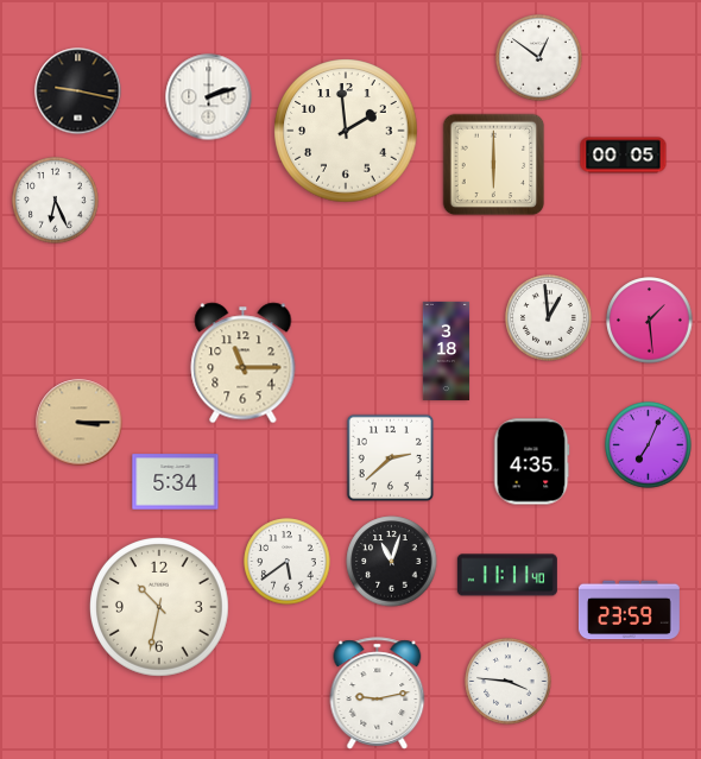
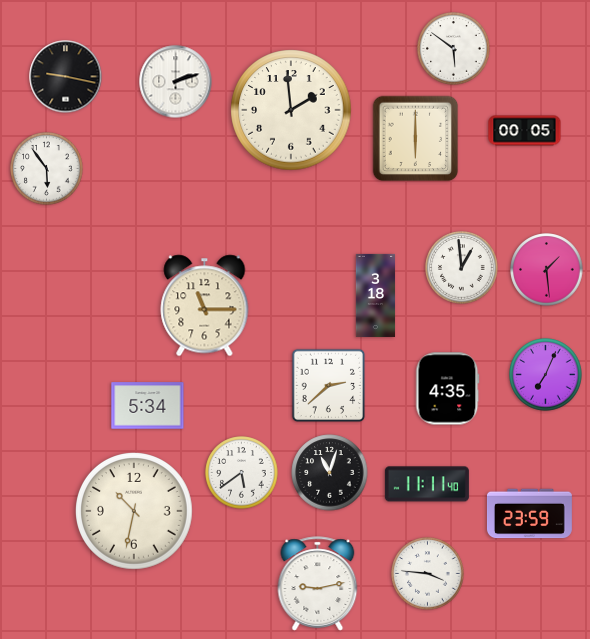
clock at (539, 58): 12:51 -> 5:51
clock at (56, 201): 6:26 -> 5:54
clock at (80, 423): 3:15 -> none
